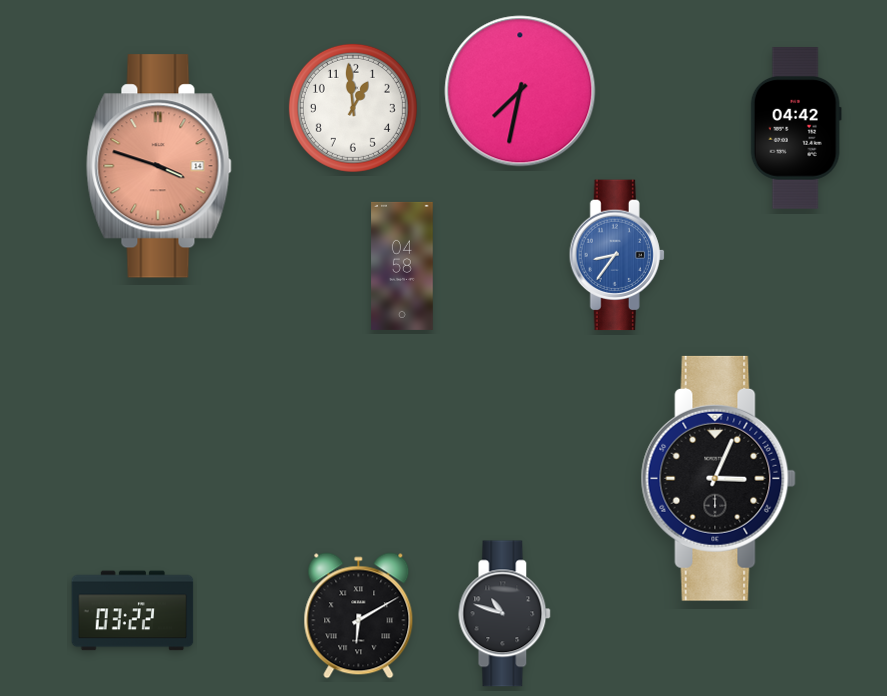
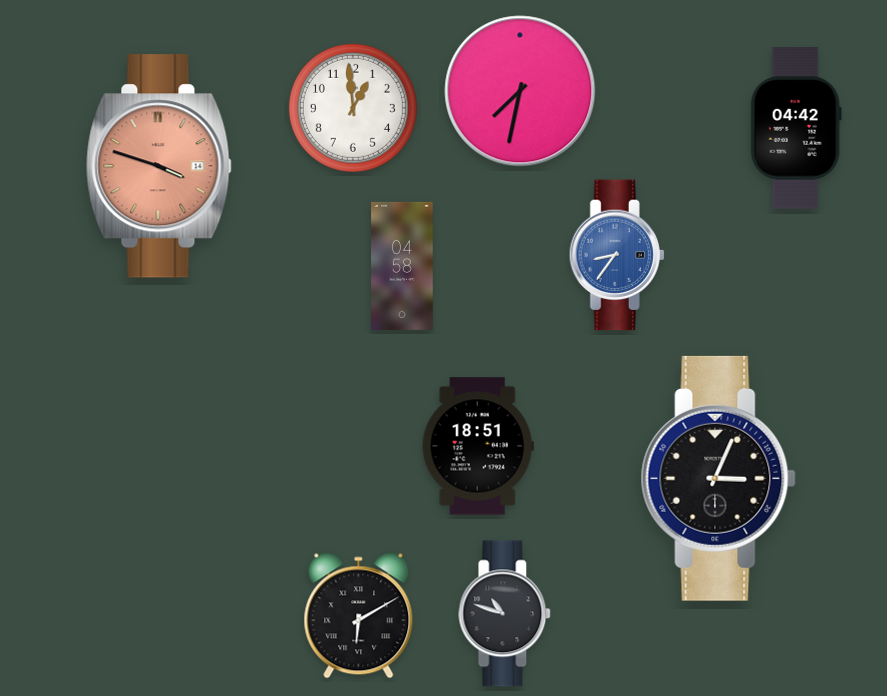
clock at (478, 446): none -> 18:51
clock at (133, 611): 03:22 -> none
